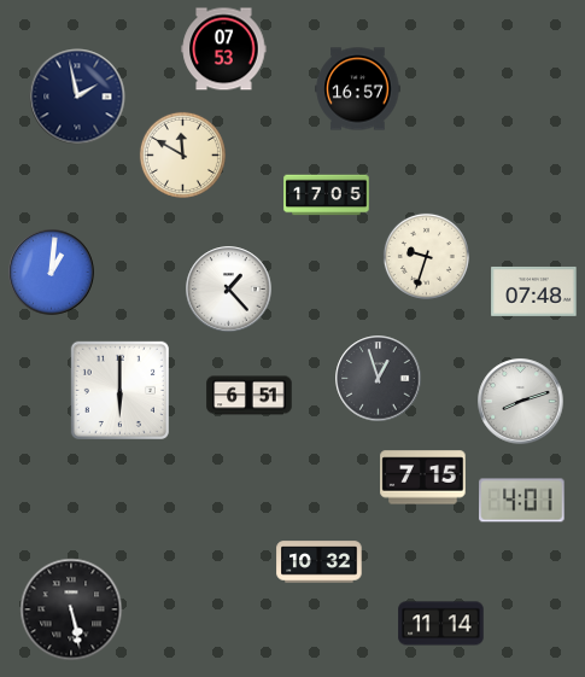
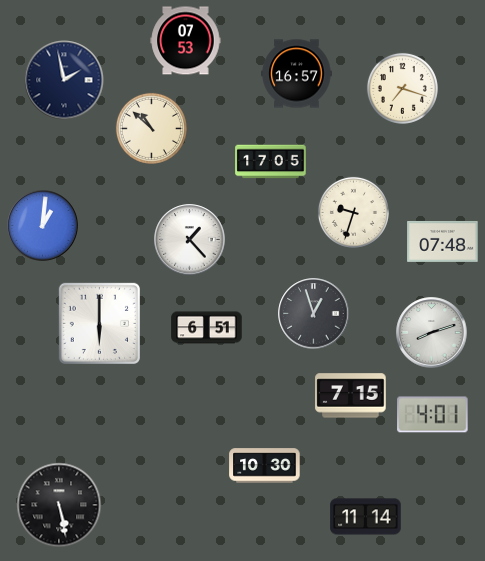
clock at (402, 88): none -> 7:18
clock at (182, 154): 11:50 -> 10:52
clock at (320, 562): 10:32 -> 10:30
